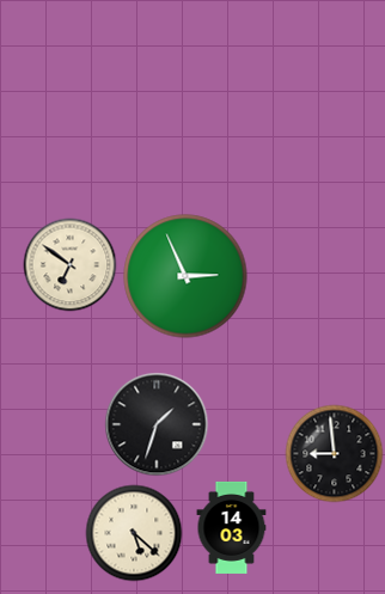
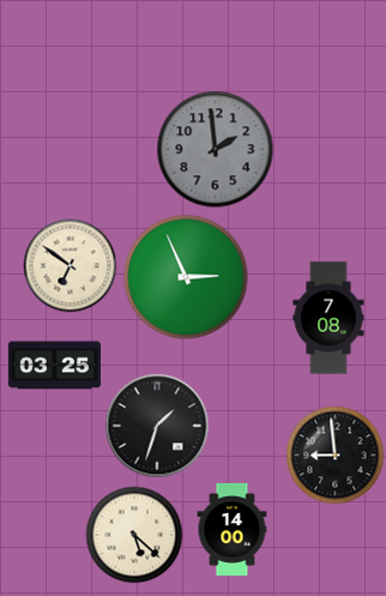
clock at (215, 149): none -> 1:59
clock at (328, 318): none -> 7:08
clock at (54, 366): none -> 03:25
clock at (232, 527): 14:03 -> 14:00
